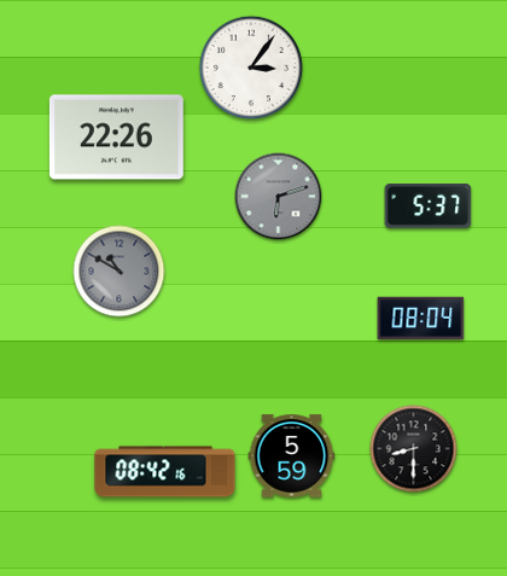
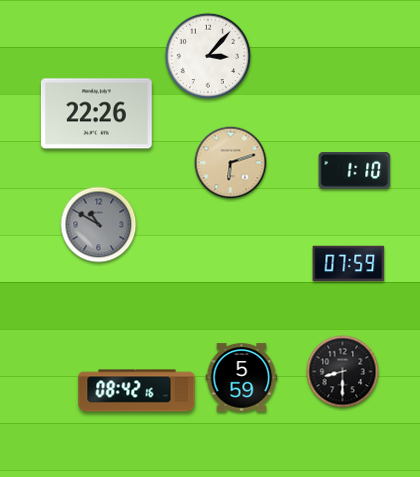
clock at (250, 66): 3:06 -> 3:07
clock at (279, 197) dial: grey -> champagne
clock at (429, 206): 5:37 -> 1:10
clock at (421, 319): 08:04 -> 07:59
